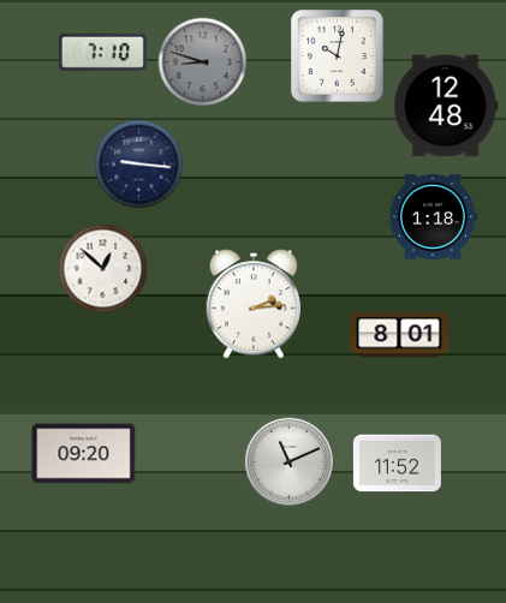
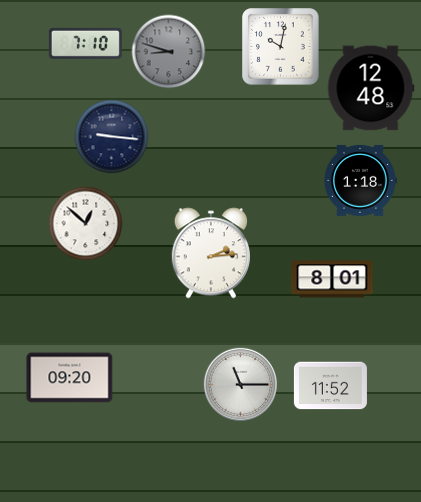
clock at (139, 165) position: (139, 165) -> (112, 137)
clock at (288, 461): 11:11 -> 11:15
